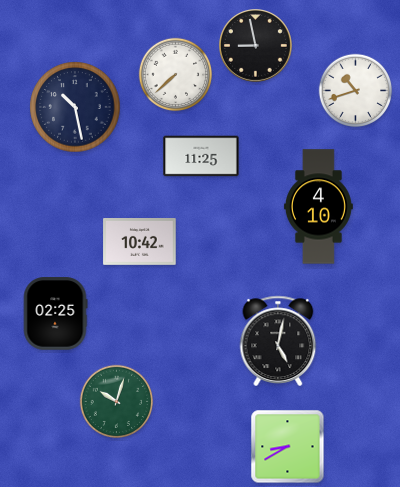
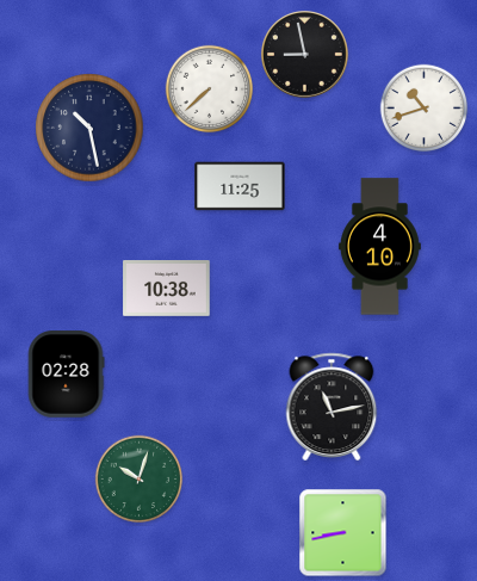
clock at (140, 242): 10:42 -> 10:38
clock at (55, 314): 02:25 -> 02:28
clock at (278, 341): 5:02 -> 11:13
clock at (288, 447): 8:40 -> 8:43
